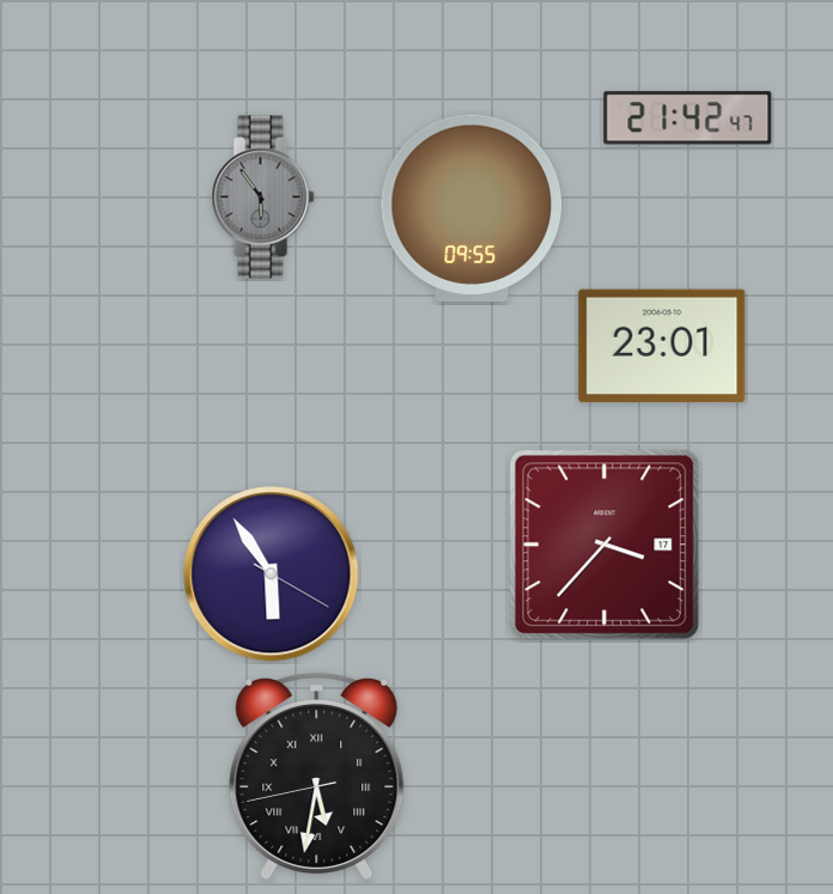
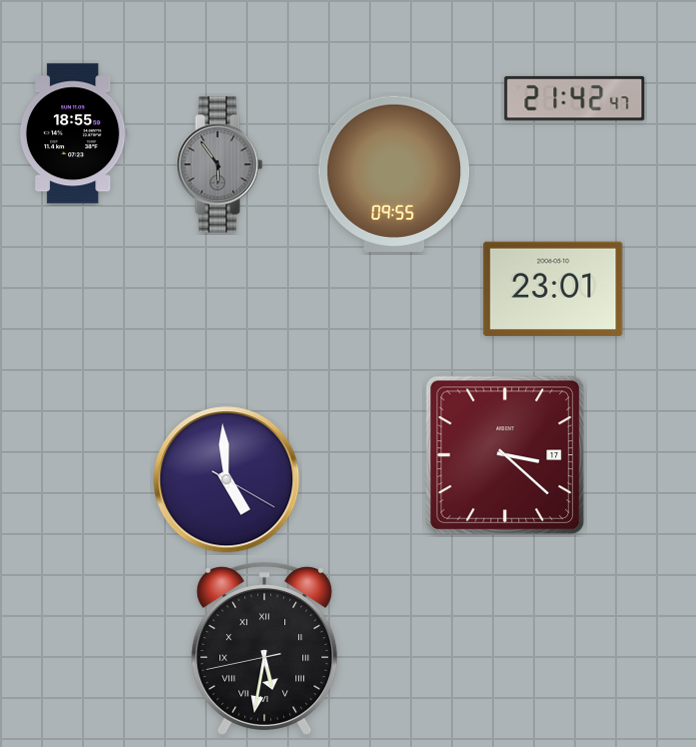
clock at (73, 134): none -> 18:55
clock at (604, 545): 3:37 -> 3:22
clock at (272, 574): 5:54 -> 4:59
